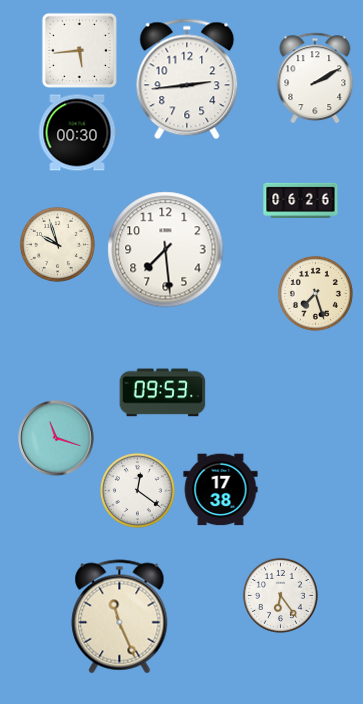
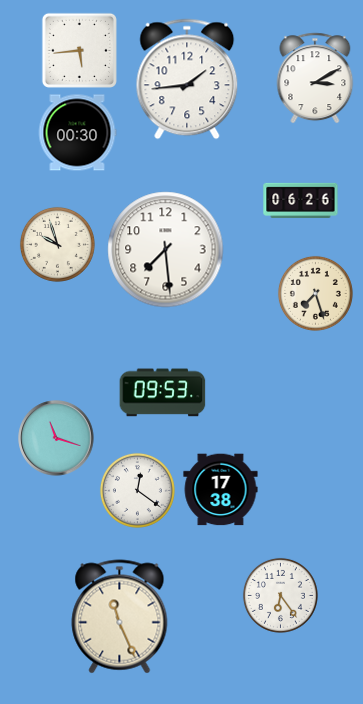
clock at (315, 78): 2:10 -> 3:10
clock at (187, 79): 2:44 -> 1:44
